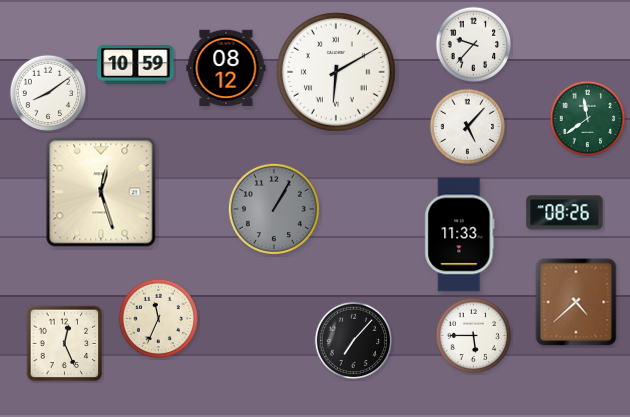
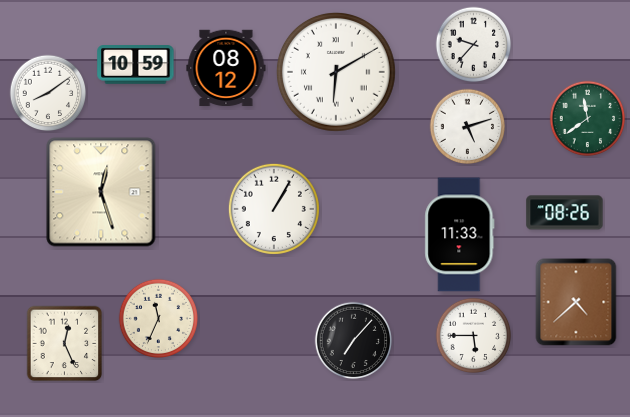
clock at (468, 127): 5:07 -> 5:12
clock at (274, 209) dial: grey -> white
